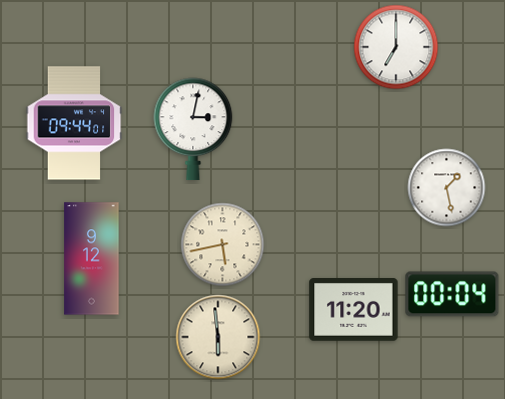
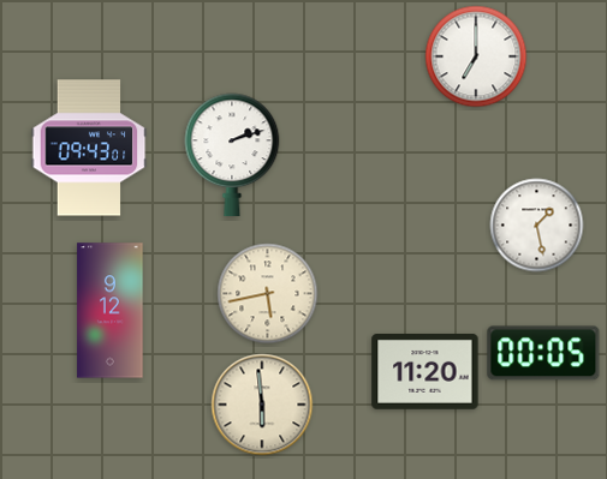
clock at (74, 123): 09:44 -> 09:43
clock at (193, 129): 3:02 -> 2:12
clock at (452, 294): 00:04 -> 00:05
